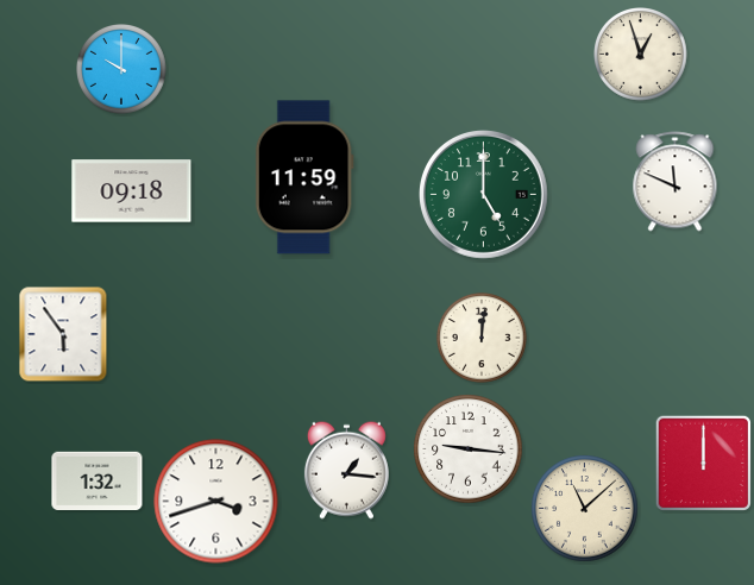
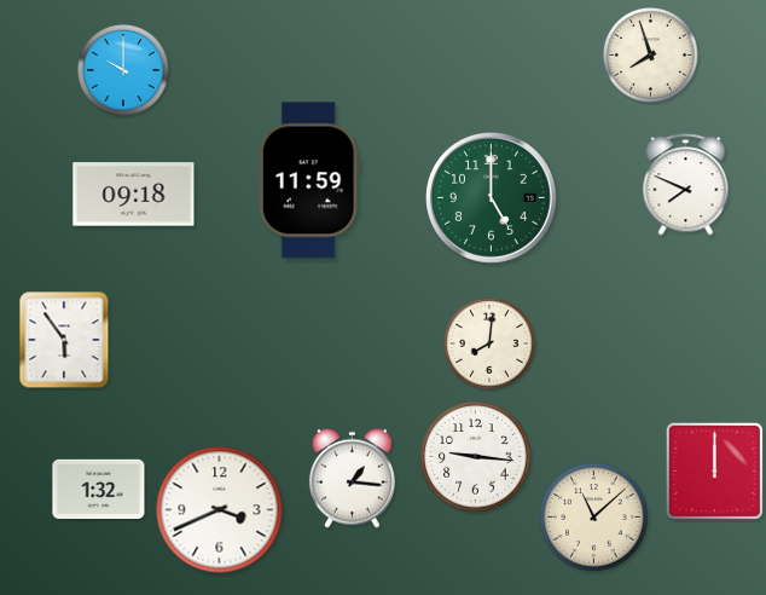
clock at (641, 55): 12:57 -> 7:57
clock at (676, 182): 11:49 -> 7:49
clock at (483, 339): 12:01 -> 8:01
clock at (216, 502): 3:42 -> 3:41
